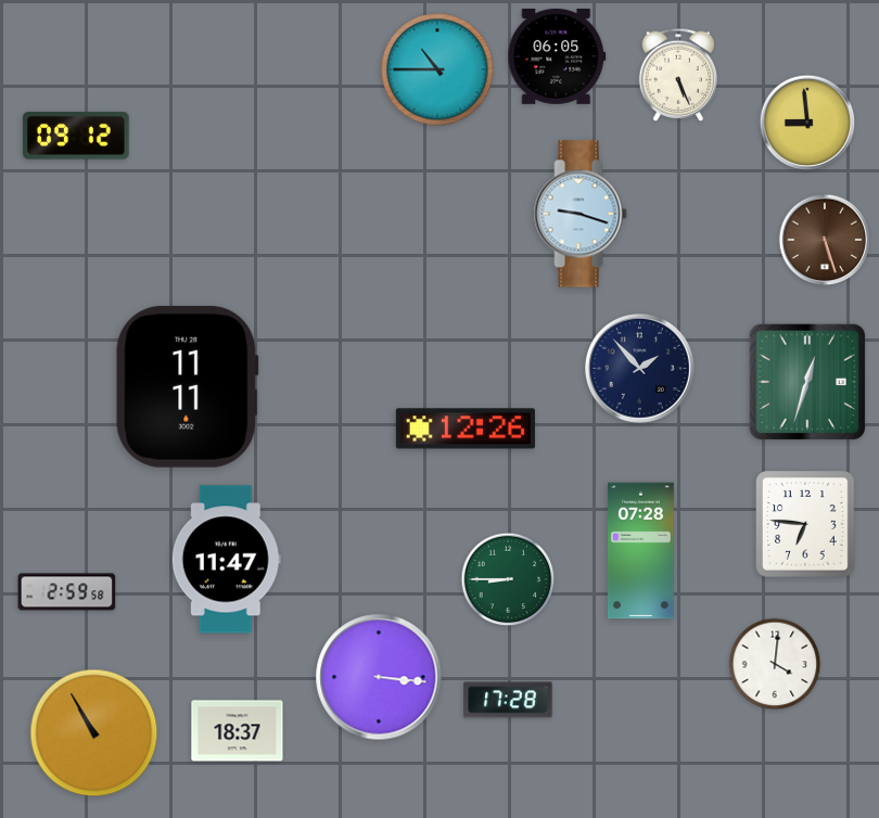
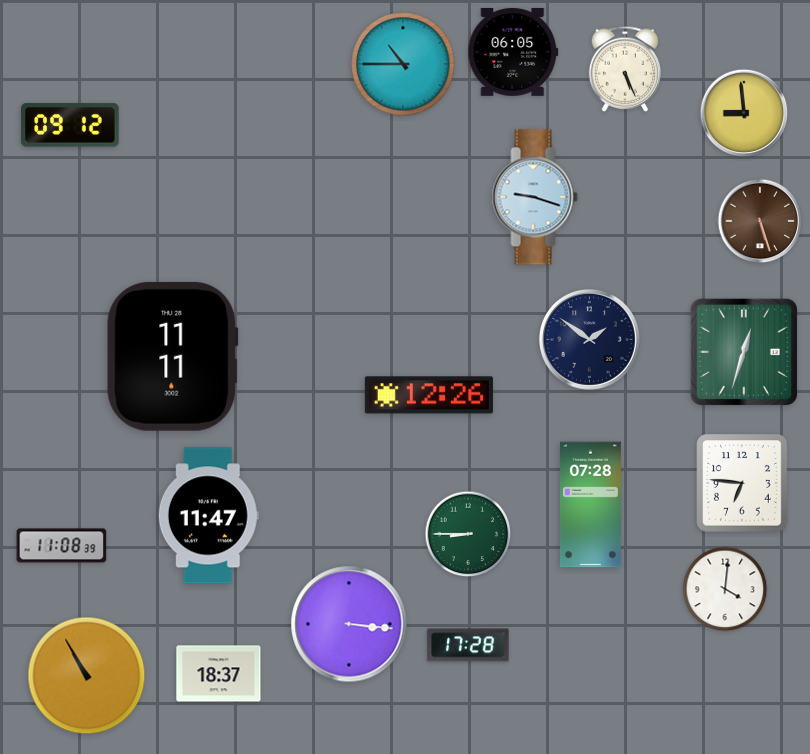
clock at (639, 368): 1:53 -> 1:51
clock at (640, 551) position: (640, 551) -> (590, 505)
clock at (67, 592): 2:59 -> 11:08
clock at (775, 664) position: (775, 664) -> (725, 589)
